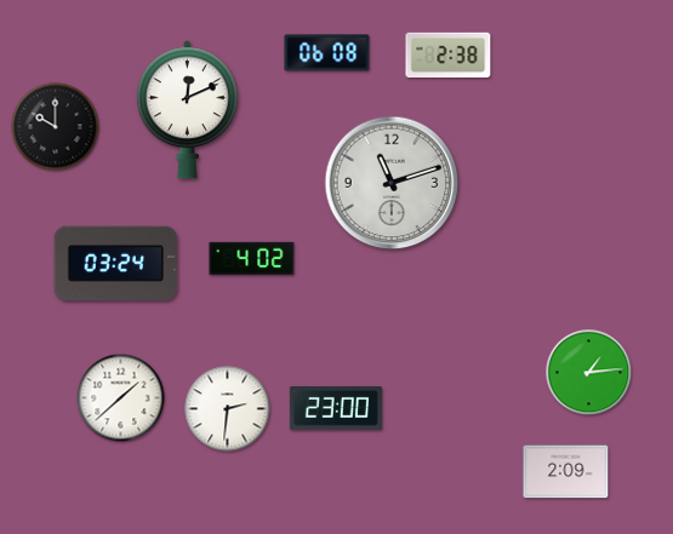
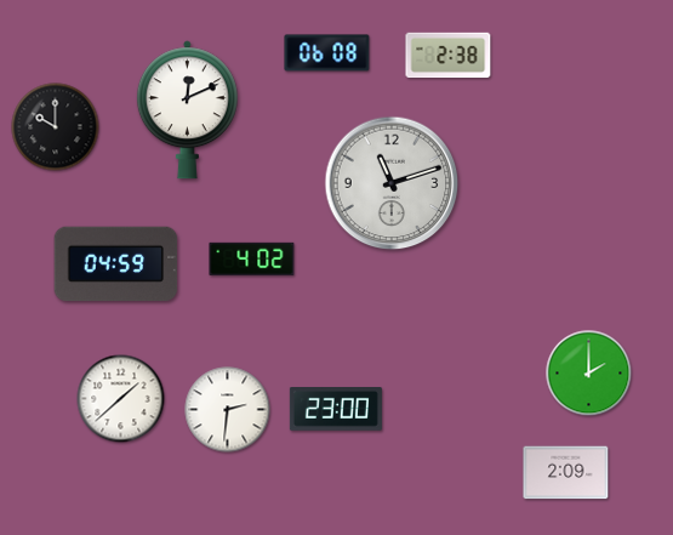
clock at (116, 264): 03:24 -> 04:59
clock at (589, 373): 1:14 -> 2:00
